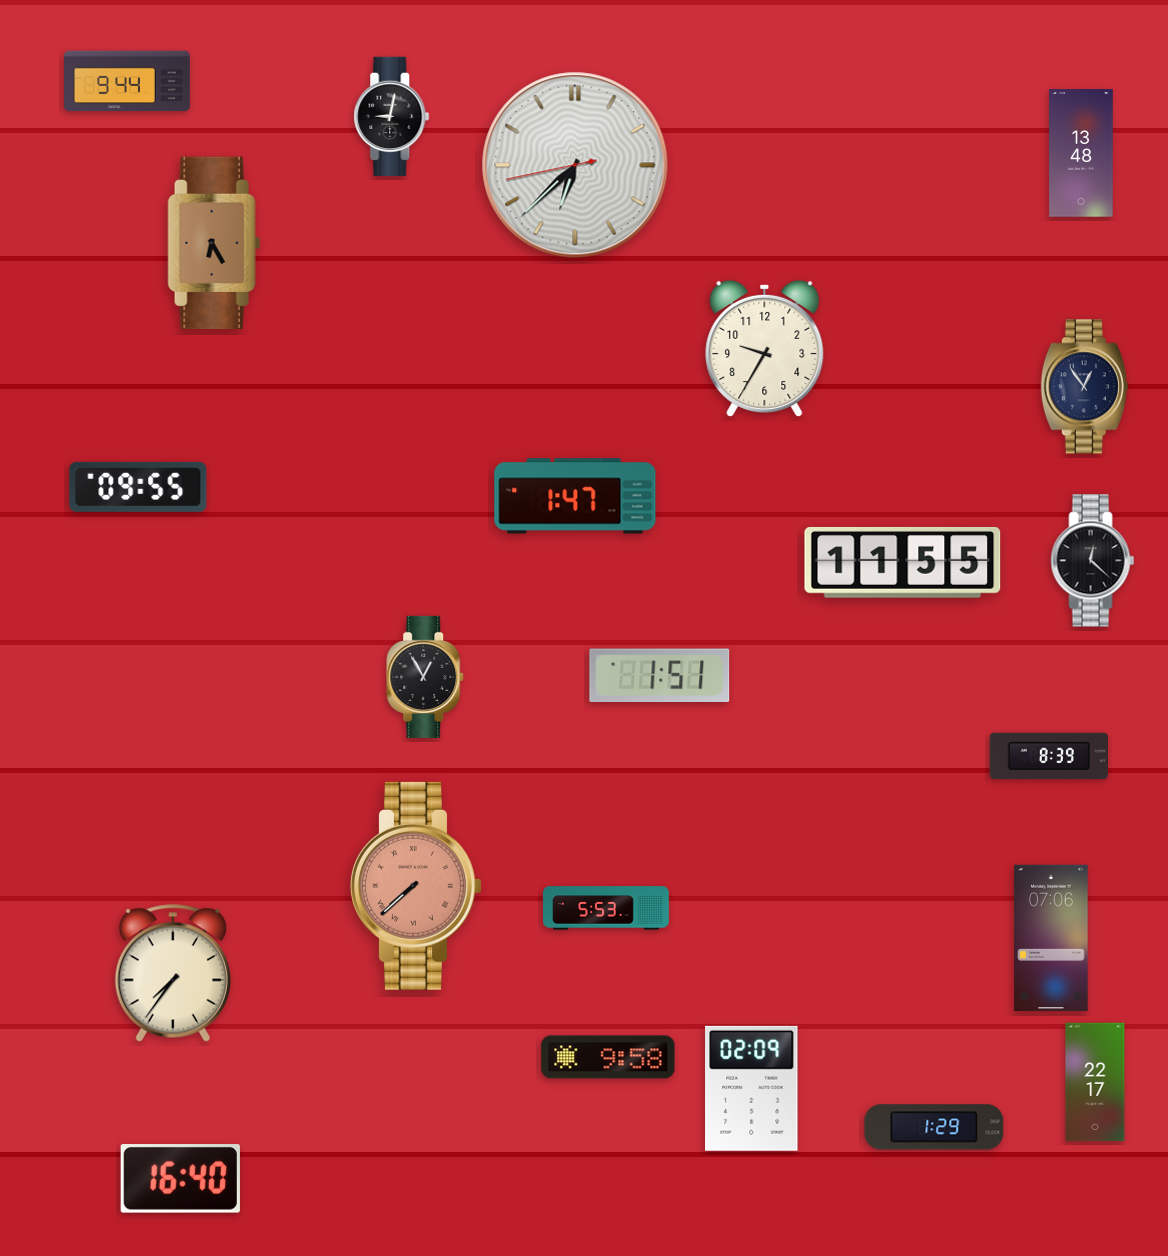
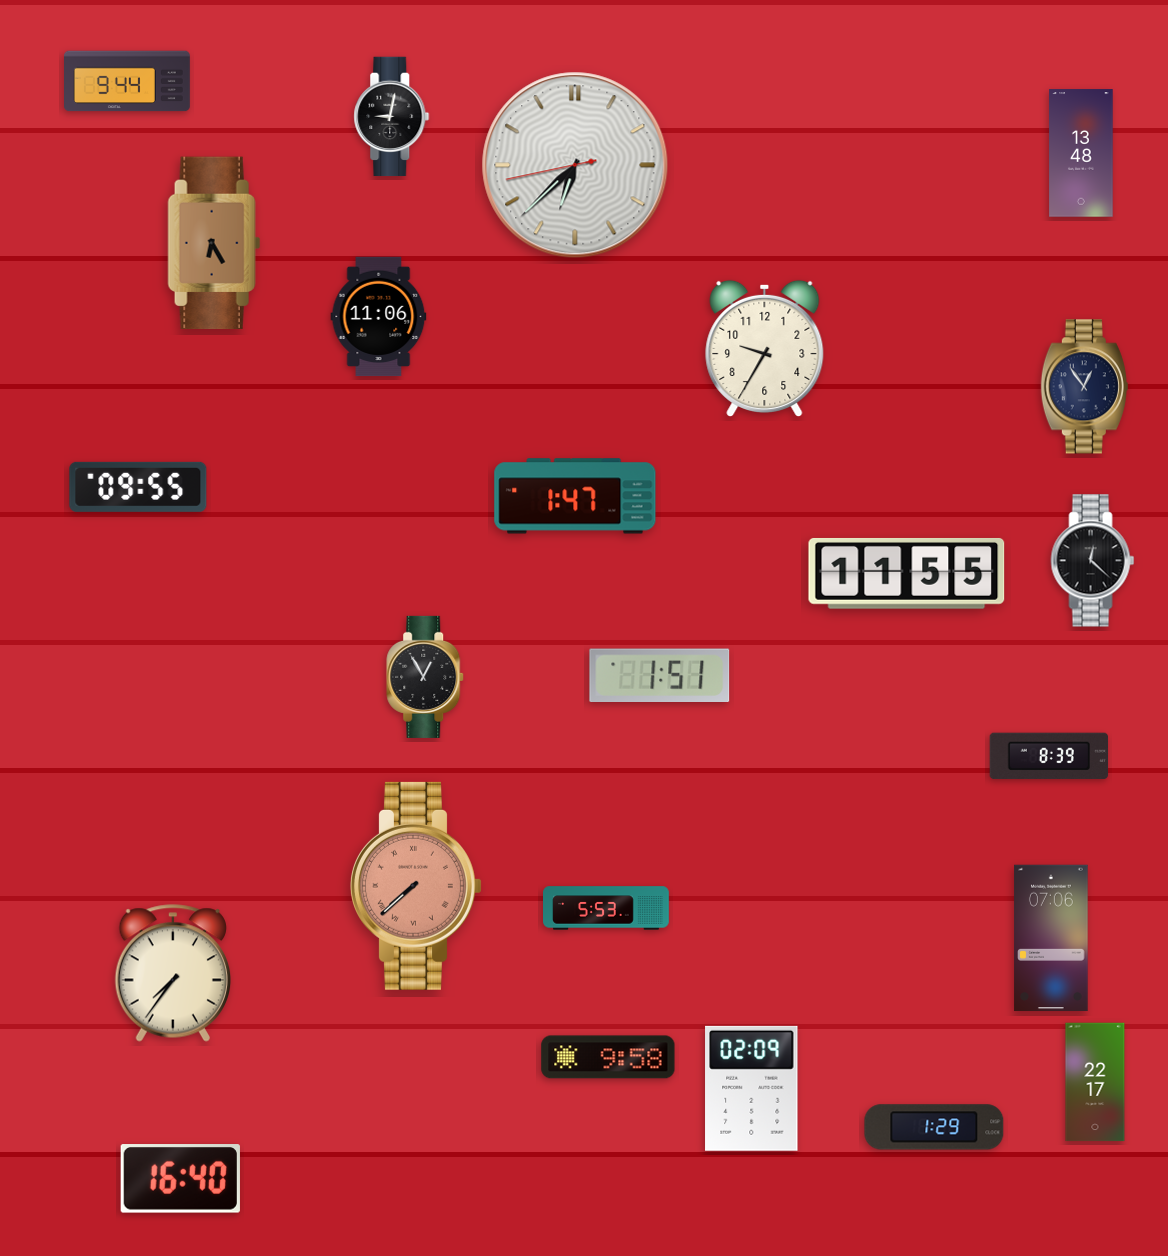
clock at (379, 317): none -> 11:06
clock at (903, 563) position: (903, 563) -> (907, 574)
